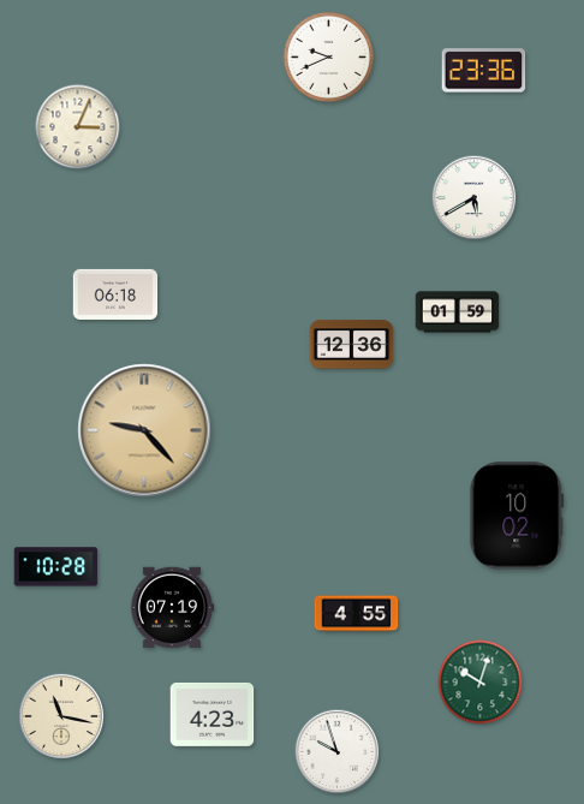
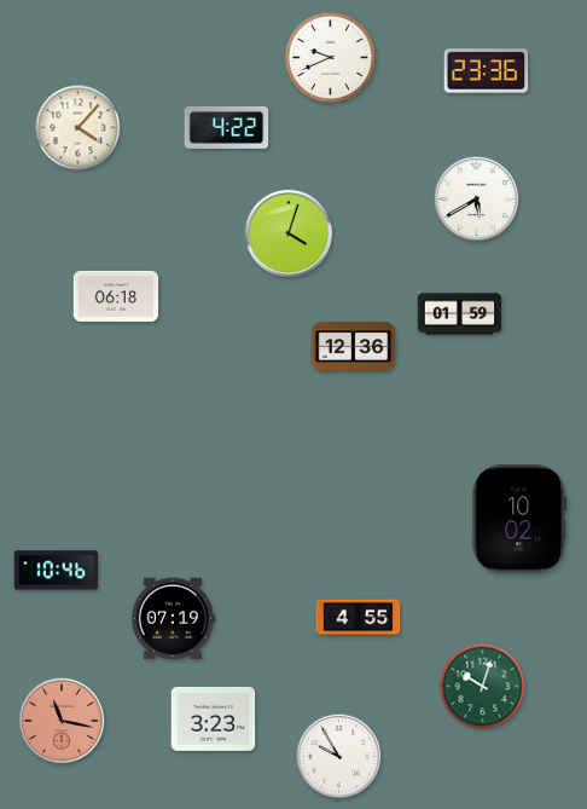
clock at (227, 127): none -> 4:22
clock at (78, 127): 3:04 -> 4:07
clock at (289, 233): none -> 4:03
clock at (144, 430): 9:23 -> none
clock at (56, 567): 10:28 -> 10:46
clock at (172, 608) position: (172, 608) -> (173, 619)
clock at (213, 714): 4:23 -> 3:23
clock at (60, 715) dial: cream -> salmon
clock at (338, 752): 9:57 -> 9:55
